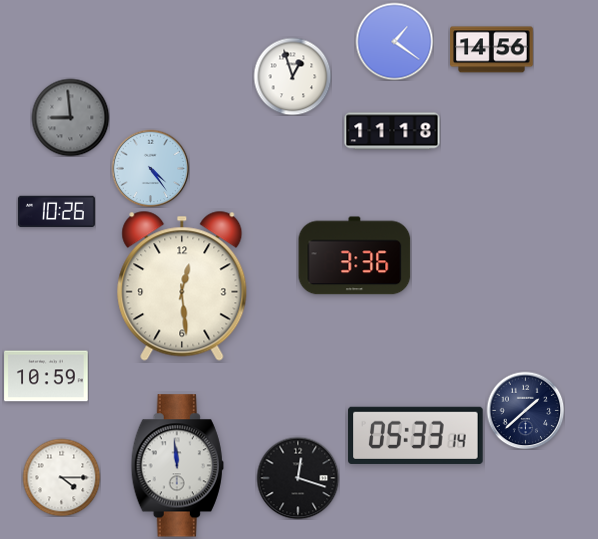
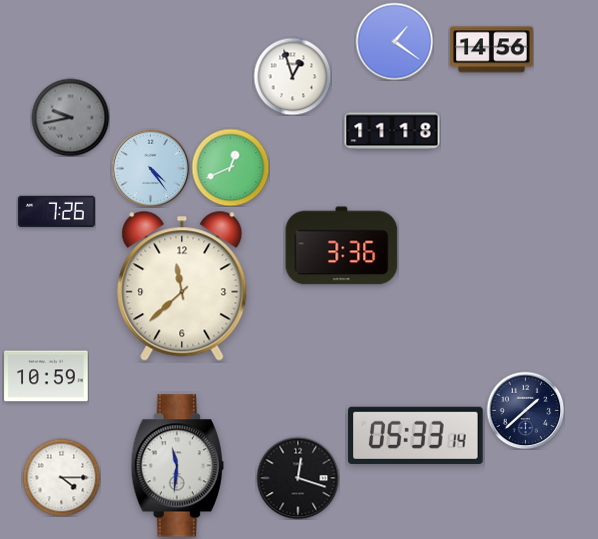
clock at (70, 117): 8:59 -> 9:43
clock at (230, 167): none -> 12:41
clock at (56, 212): 10:26 -> 7:26
clock at (355, 256) position: (355, 256) -> (342, 246)
clock at (182, 286): 12:29 -> 11:38
clock at (177, 466): 11:59 -> 11:31
